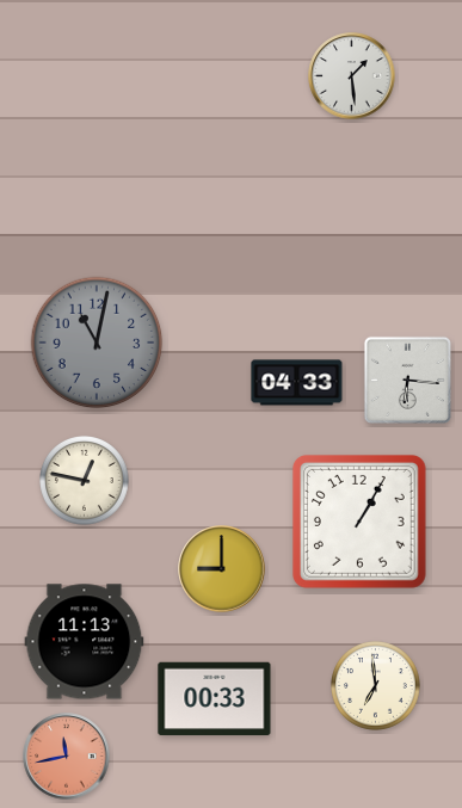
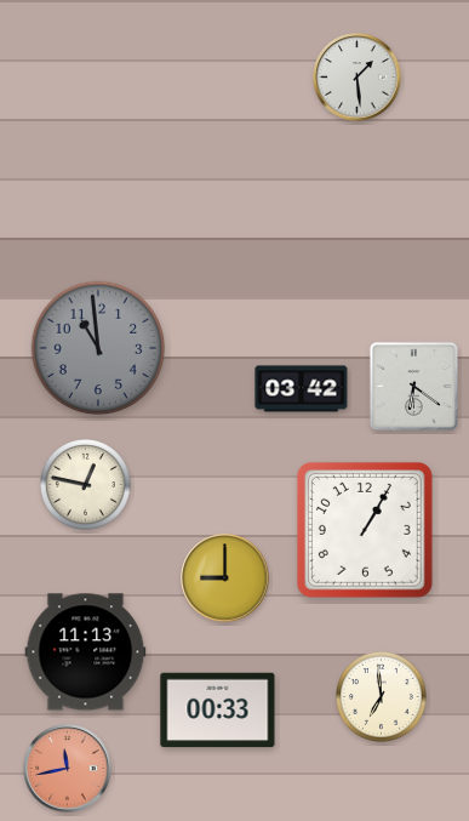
clock at (97, 343): 11:02 -> 10:59
clock at (407, 380): 6:16 -> 6:21
clock at (297, 383): 04:33 -> 03:42
clock at (85, 481) position: (85, 481) -> (86, 485)
